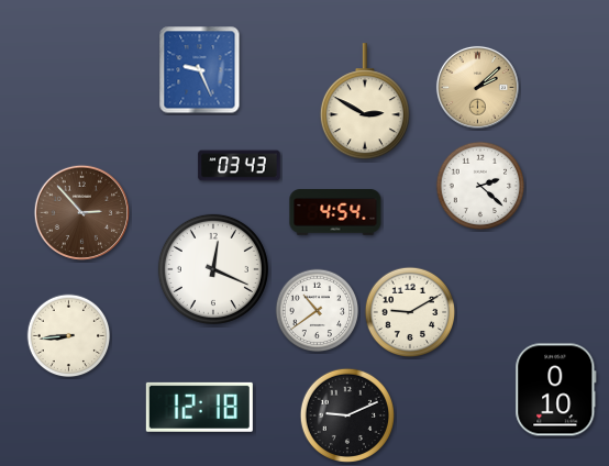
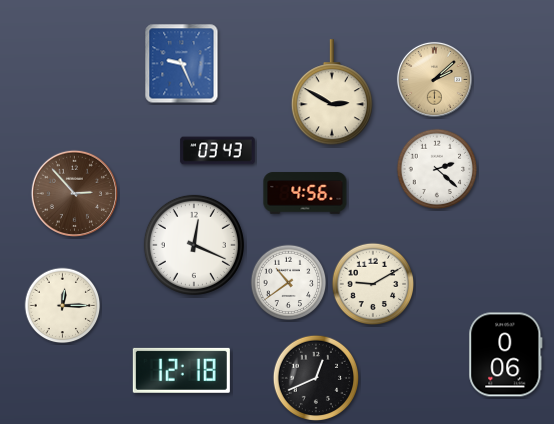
clock at (335, 212): 4:54 -> 4:56
clock at (69, 336): 8:44 -> 12:15
clock at (556, 390): 0:10 -> 0:06
clock at (347, 415): 9:11 -> 12:41
